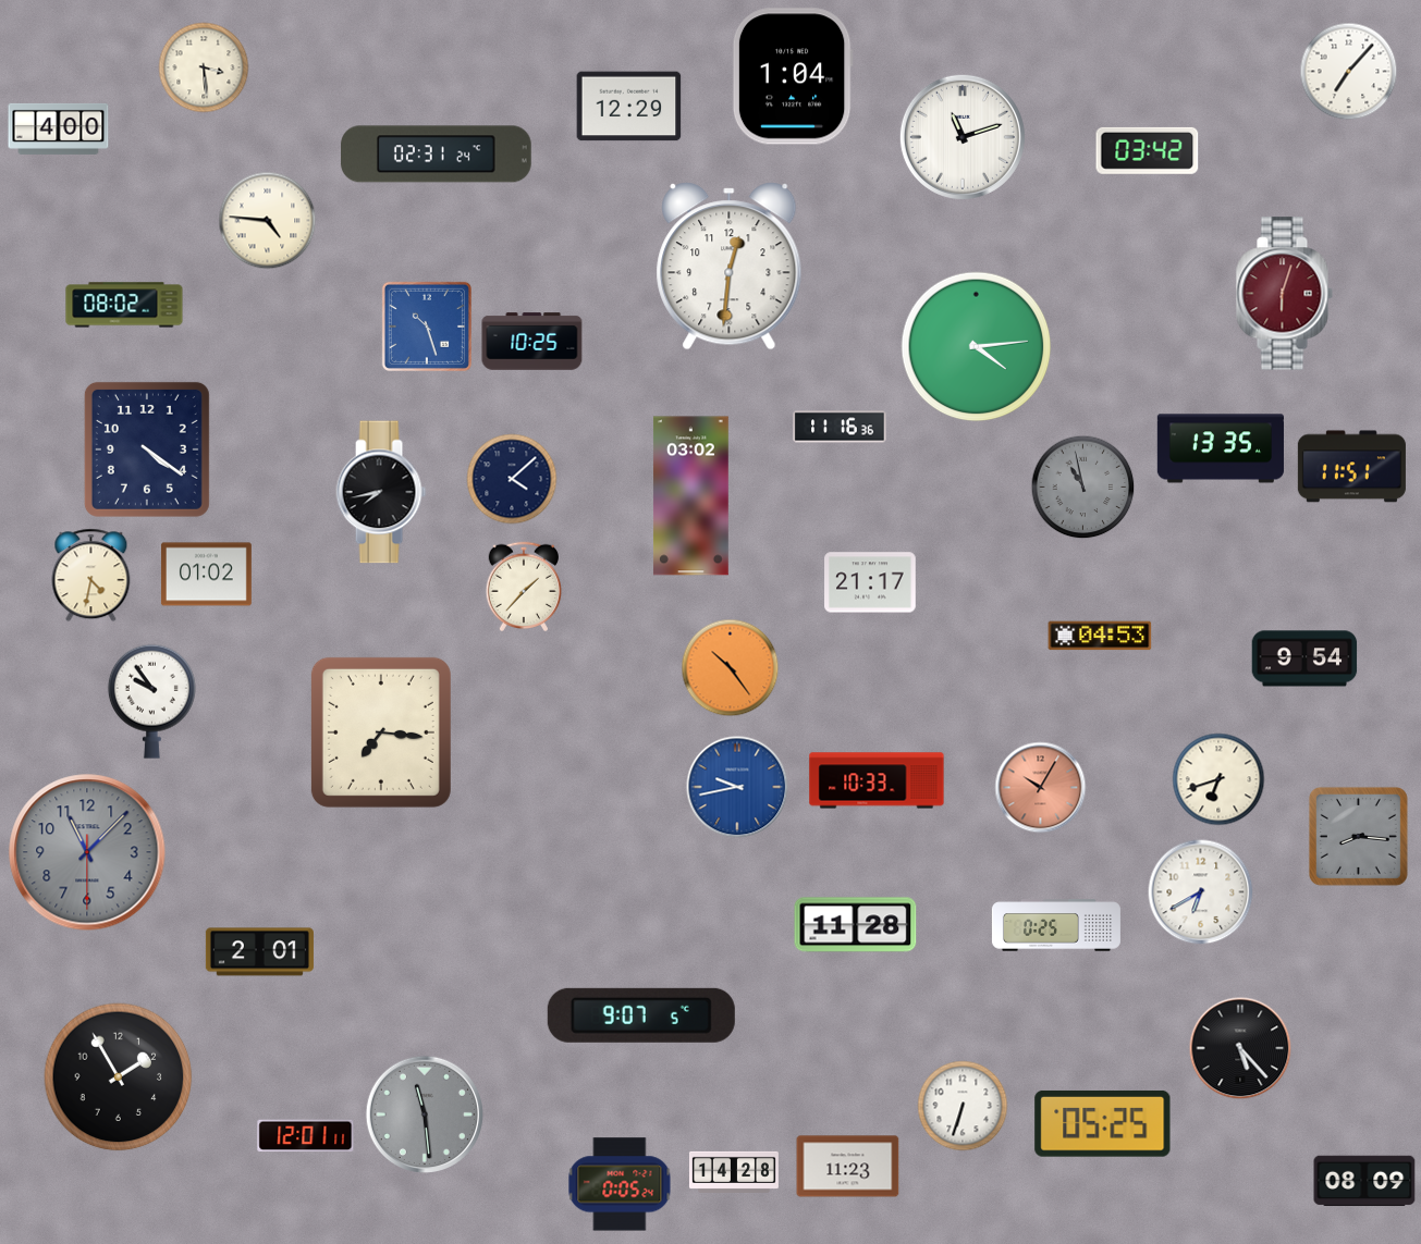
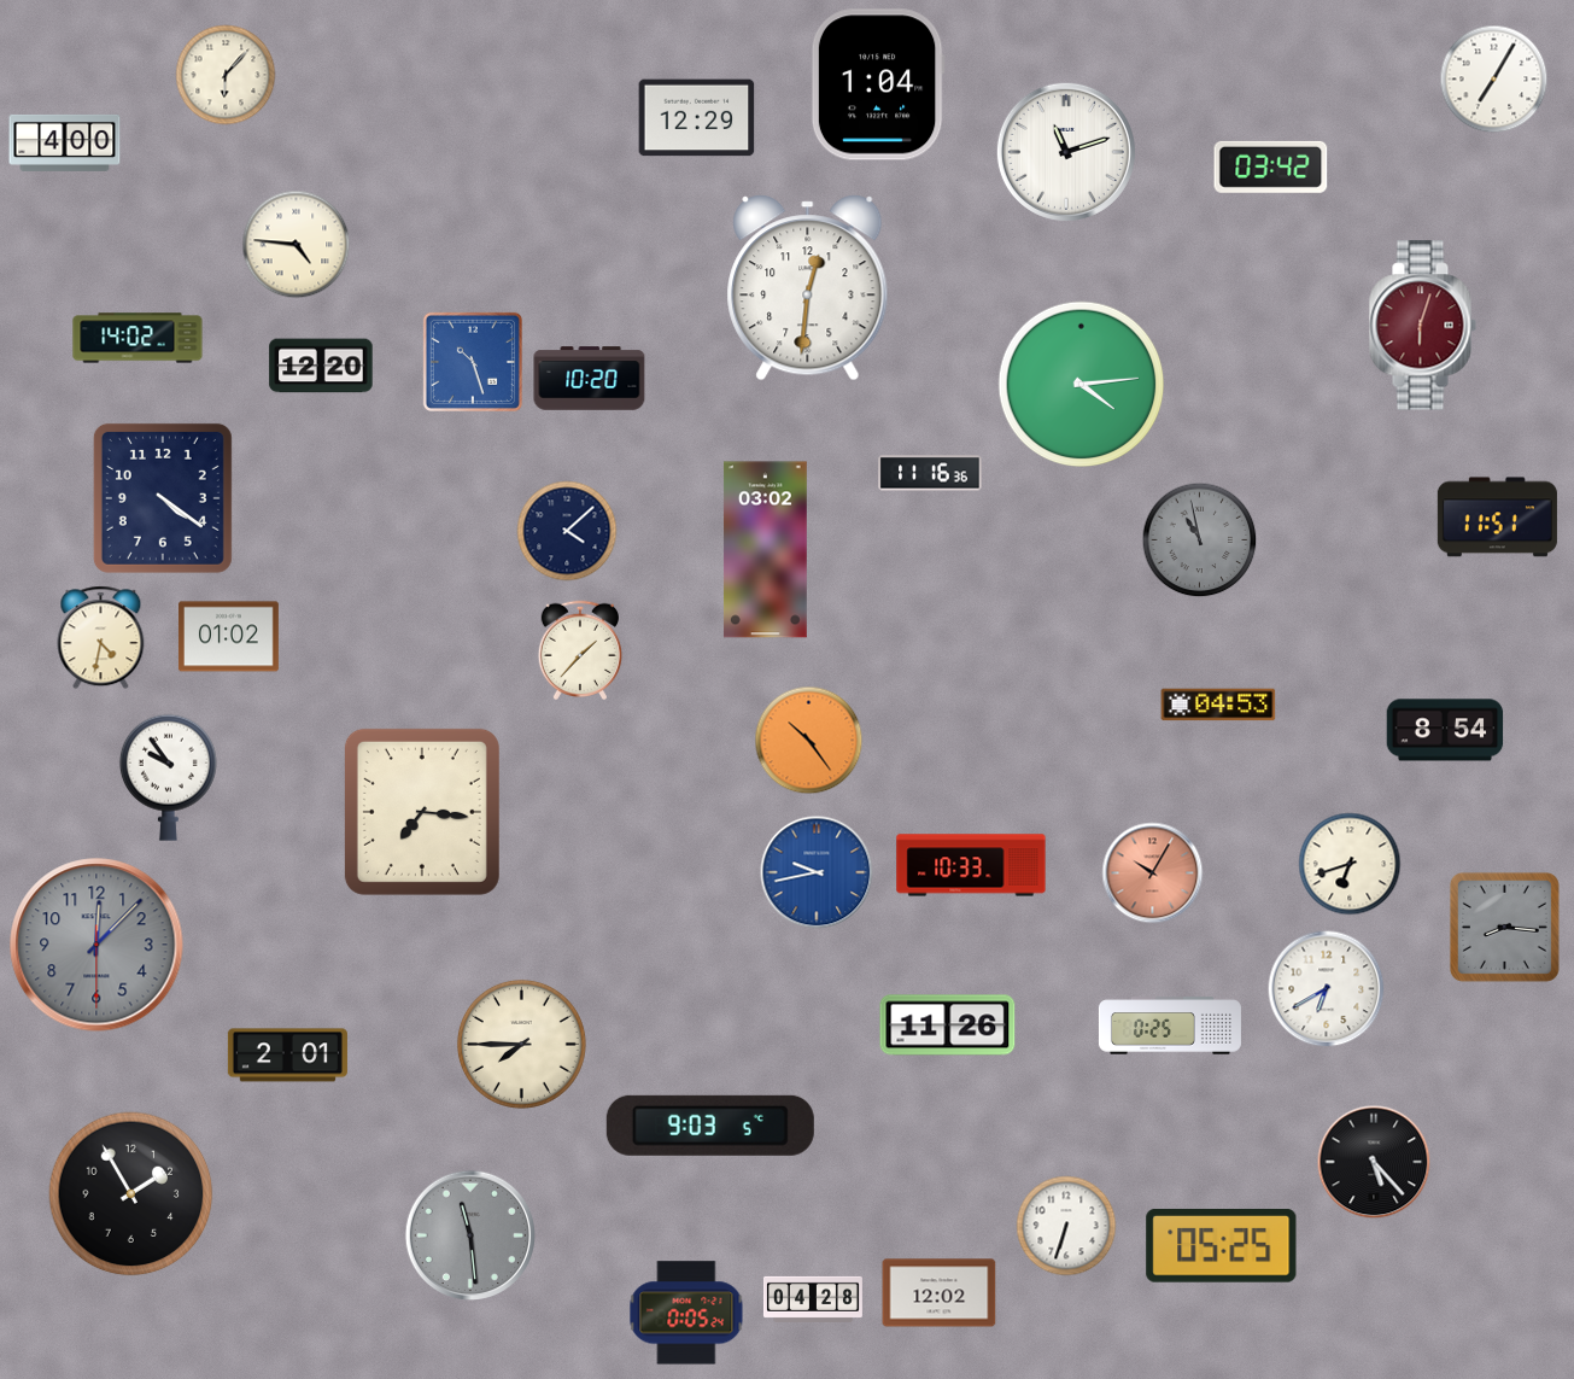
clock at (204, 67): 3:29 -> 6:07
clock at (1349, 72): 7:07 -> 7:05
clock at (437, 155): 02:31 -> none
clock at (730, 267) position: (730, 267) -> (808, 288)
clock at (124, 305): 08:02 -> 14:02
clock at (321, 366): none -> 12:20
clock at (532, 342): 10:25 -> 10:20
clock at (1221, 448): 13:35 -> none
clock at (381, 492): 7:43 -> none
clock at (870, 582): 21:17 -> none
clock at (1304, 658): 9:54 -> 8:54
clock at (87, 852): 11:07 -> 12:07
clock at (1201, 892) position: (1201, 892) -> (1327, 989)
clock at (856, 925): 11:28 -> 11:26
clock at (521, 1044): none -> 7:45
clock at (641, 1015): 9:07 -> 9:03
clock at (306, 1136): 12:01 -> none
clock at (848, 1167): 11:23 -> 12:02
clock at (734, 1172): 14:28 -> 04:28
clock at (1364, 1181): 08:09 -> none
